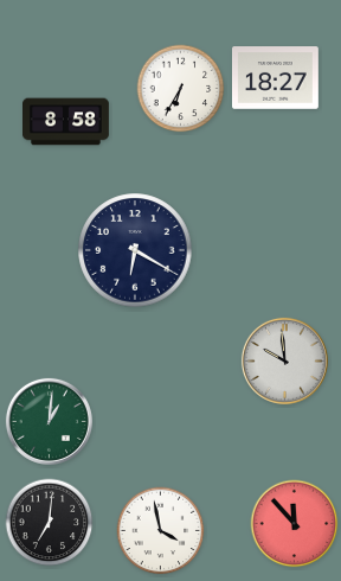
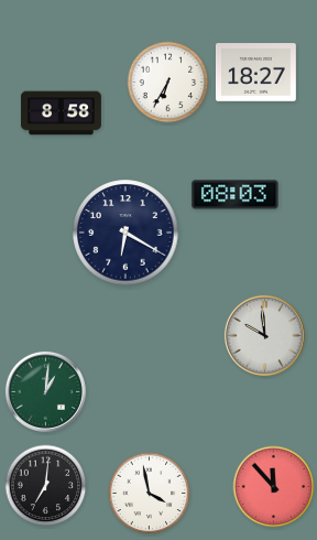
clock at (236, 195): none -> 08:03
